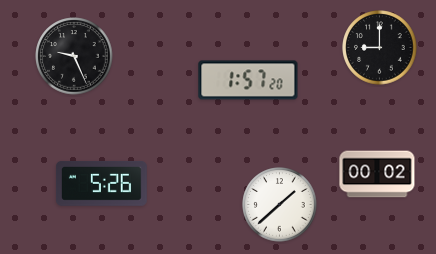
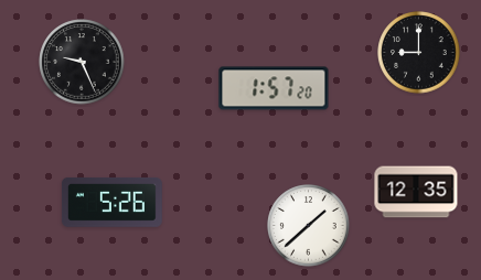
clock at (377, 174): 00:02 -> 12:35
